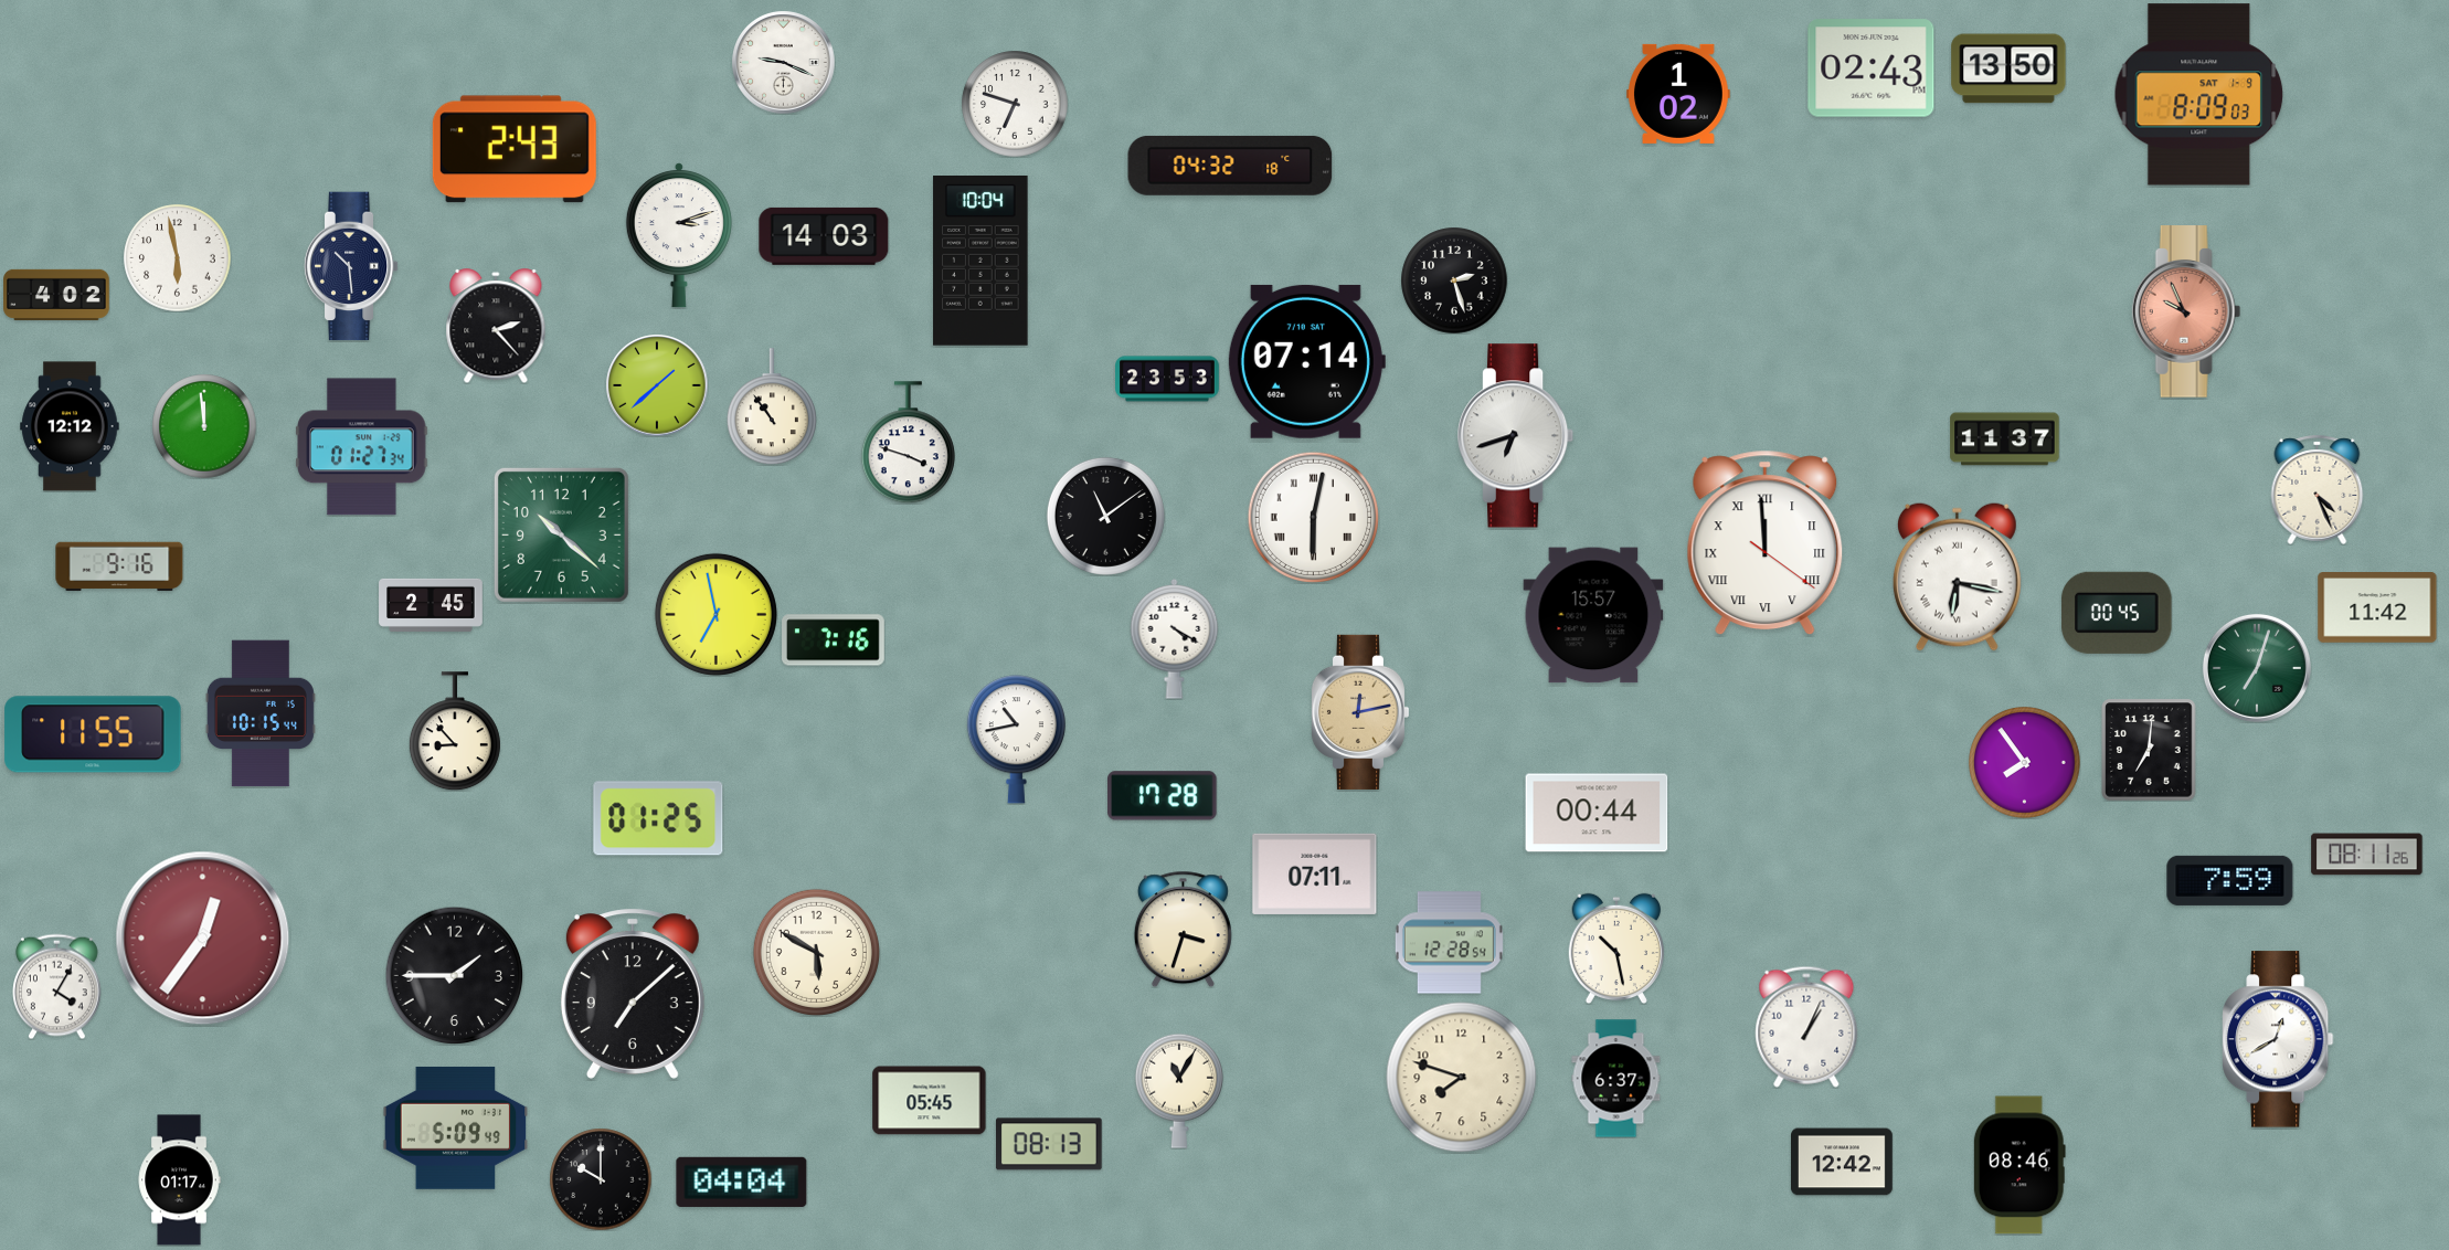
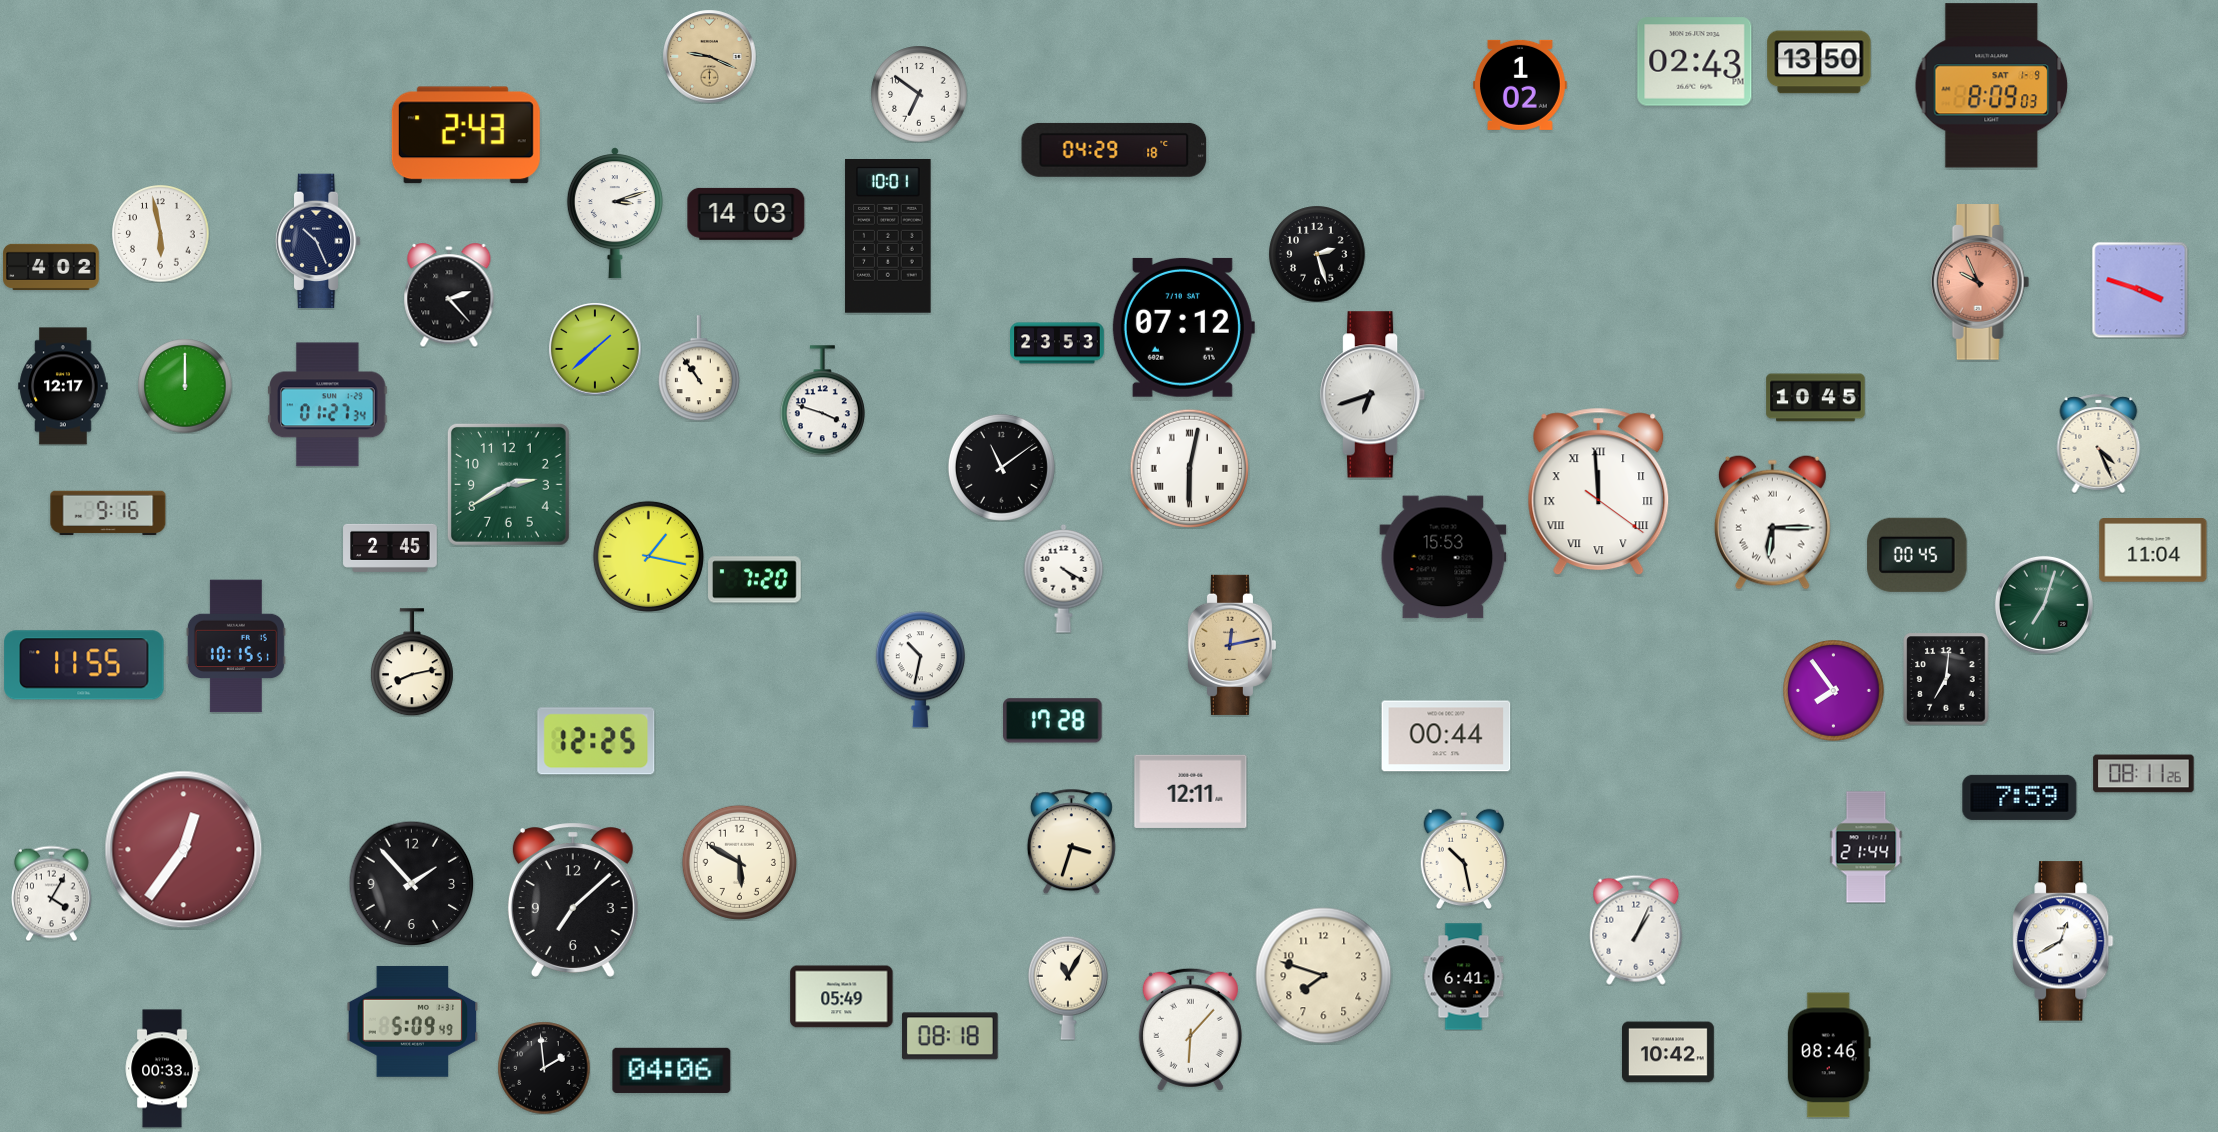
clock at (783, 62) dial: white -> champagne
clock at (1015, 104): 6:48 -> 6:51
clock at (1230, 166): 04:32 -> 04:29
clock at (980, 262): 10:04 -> 10:01
clock at (351, 266): 10:29 -> 10:26
clock at (2140, 290): none -> 3:48
clock at (1306, 361): 07:14 -> 07:12
clock at (70, 426): 12:12 -> 12:17
clock at (204, 426): 11:59 -> 12:00
clock at (2005, 439): 11:37 -> 10:45
clock at (561, 534): 10:22 -> 2:40
clock at (1957, 576): 6:17 -> 6:15
clock at (2377, 608): 11:42 -> 11:04
clock at (715, 614): 6:58 -> 1:17
clock at (1593, 615): 15:57 -> 15:53
clock at (834, 640): 7:16 -> 7:20
clock at (261, 713): 10:15:44 -> 10:15:51
clock at (455, 731): 8:53 -> 8:13
clock at (1016, 740): 10:43 -> 10:32
clock at (658, 818): 01:25 -> 12:25
clock at (1315, 873): 07:11 -> 12:11
clock at (1866, 847): none -> 21:44
clock at (1449, 943): 12:28 -> none
clock at (454, 975): 1:45 -> 1:53
clock at (1616, 1079): 6:37 -> 6:41
clock at (930, 1101): 05:45 -> 05:49
clock at (1190, 1029): none -> 6:07
clock at (1050, 1144): 08:13 -> 08:18
clock at (1843, 1162): 12:42 -> 10:42
clock at (601, 1179): 10:00 -> 1:59
clock at (179, 1180): 01:17 -> 00:33
clock at (742, 1182): 04:04 -> 04:06
